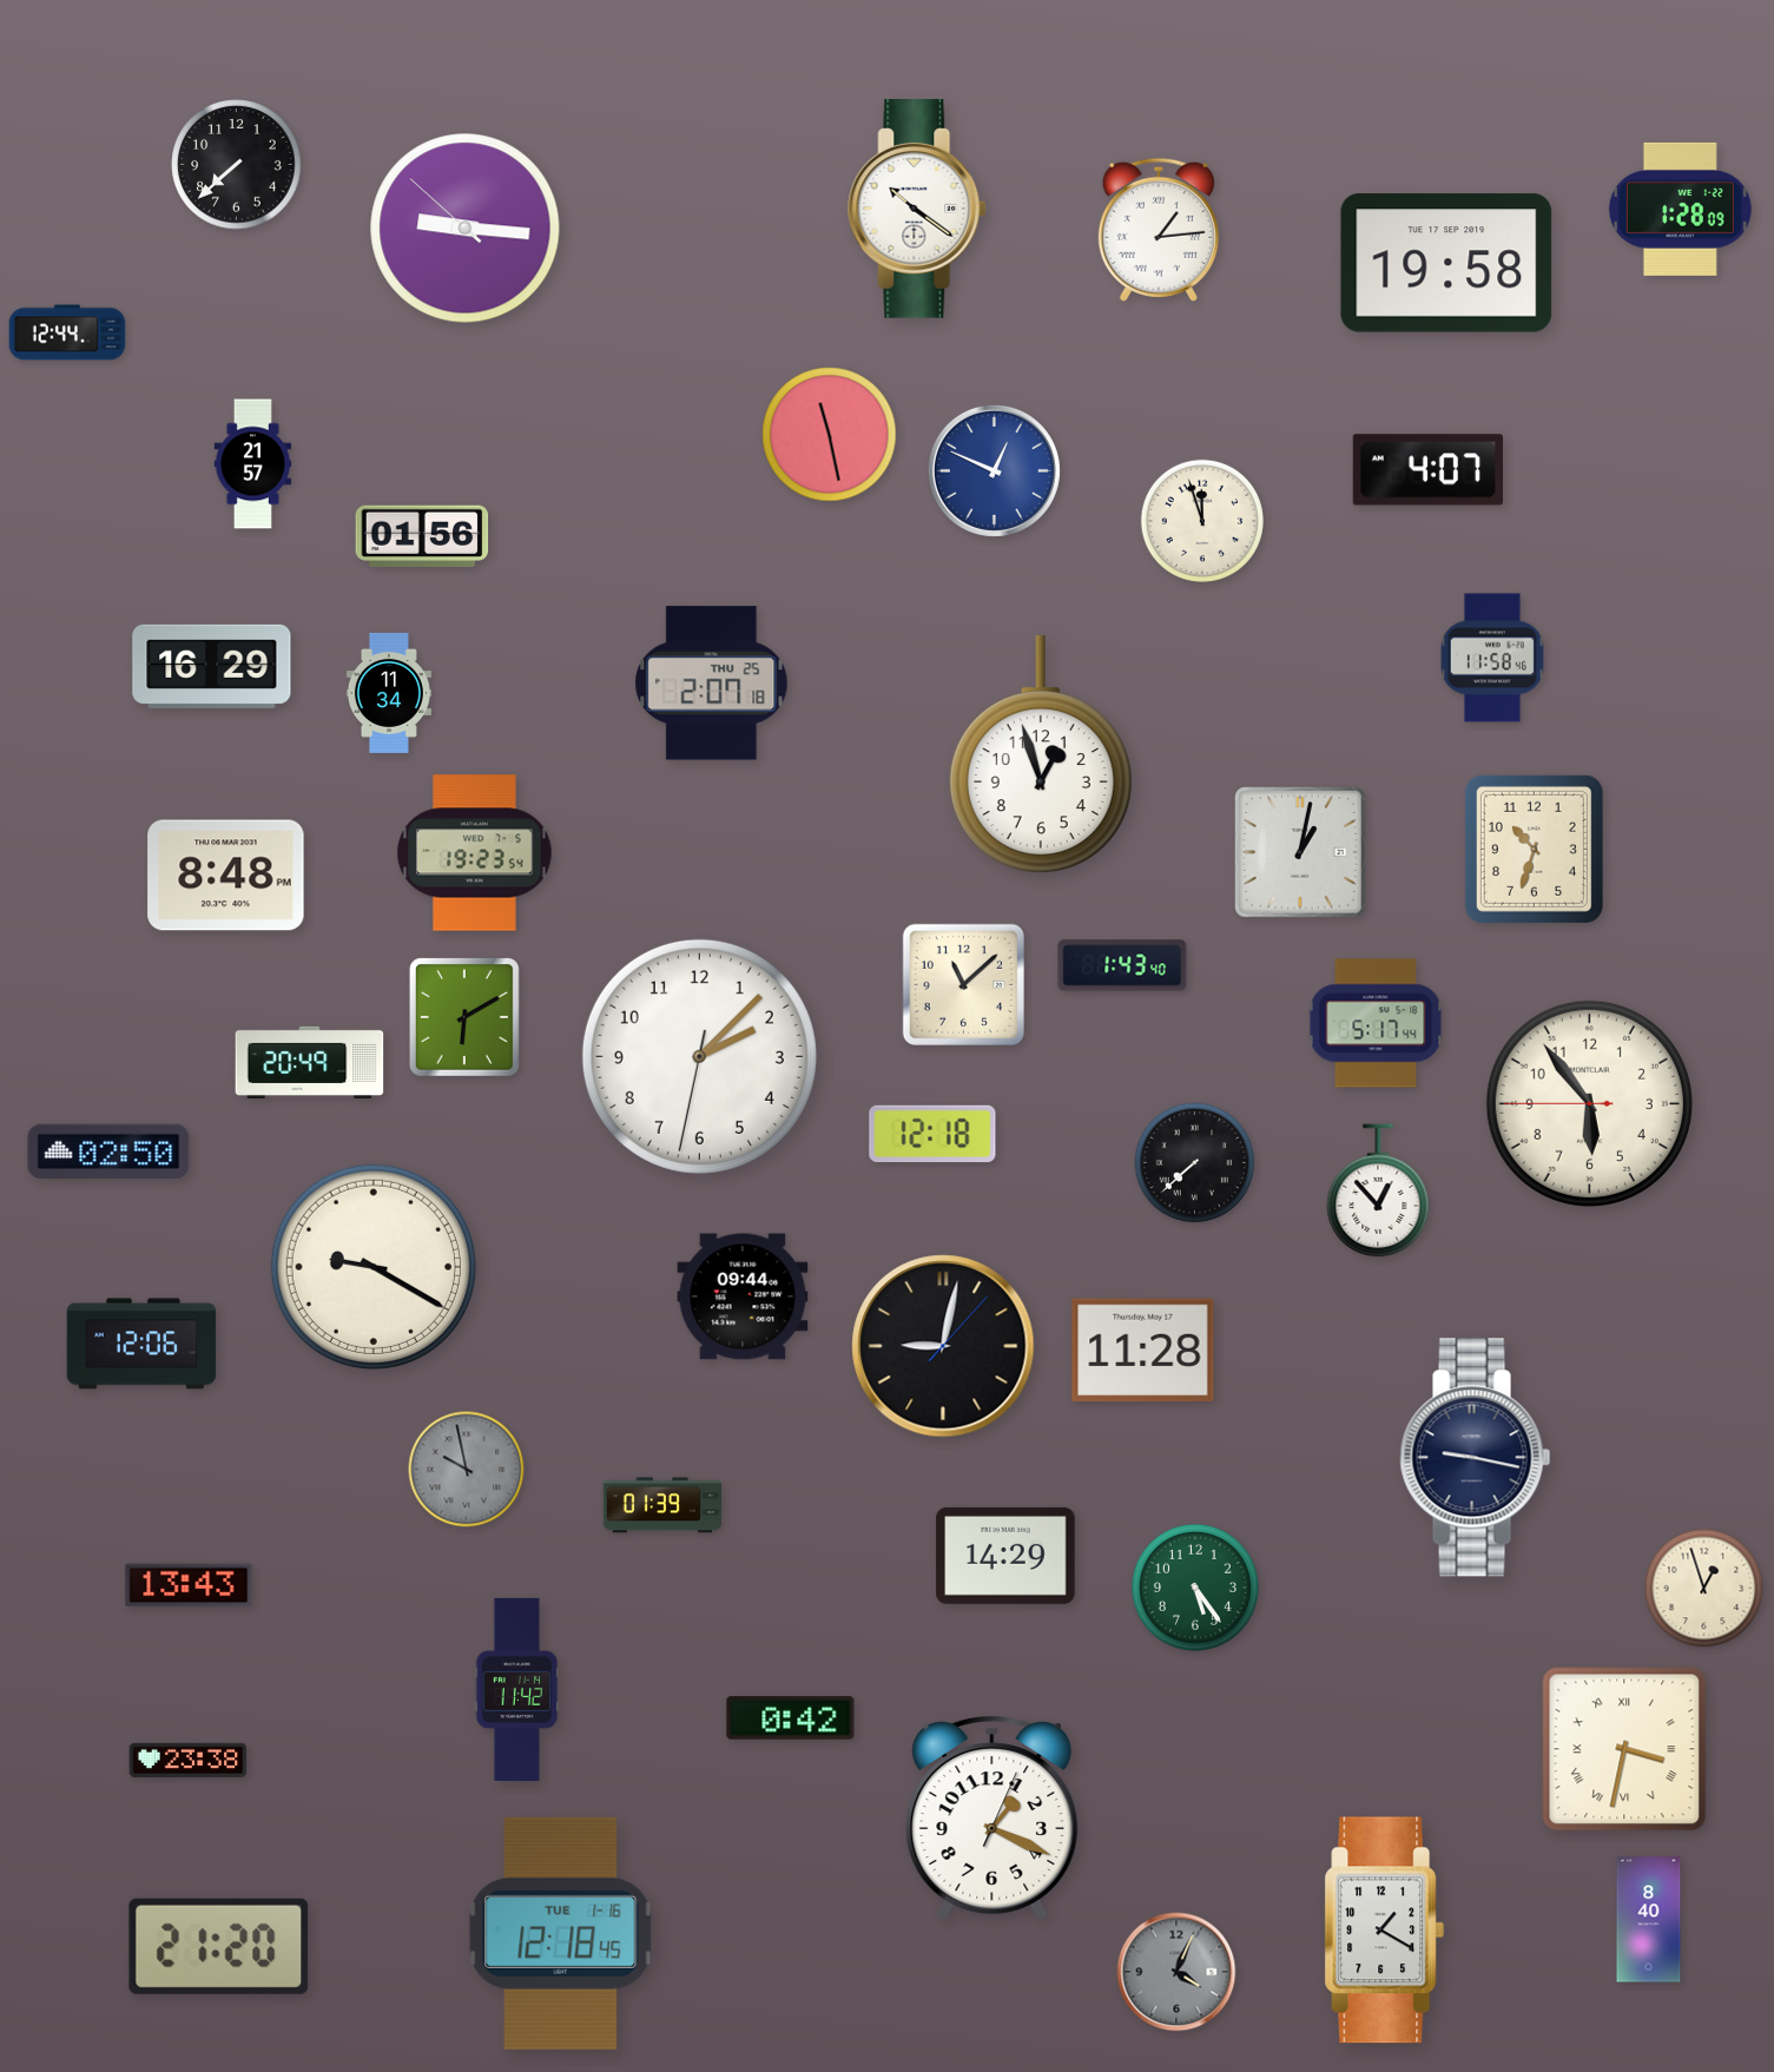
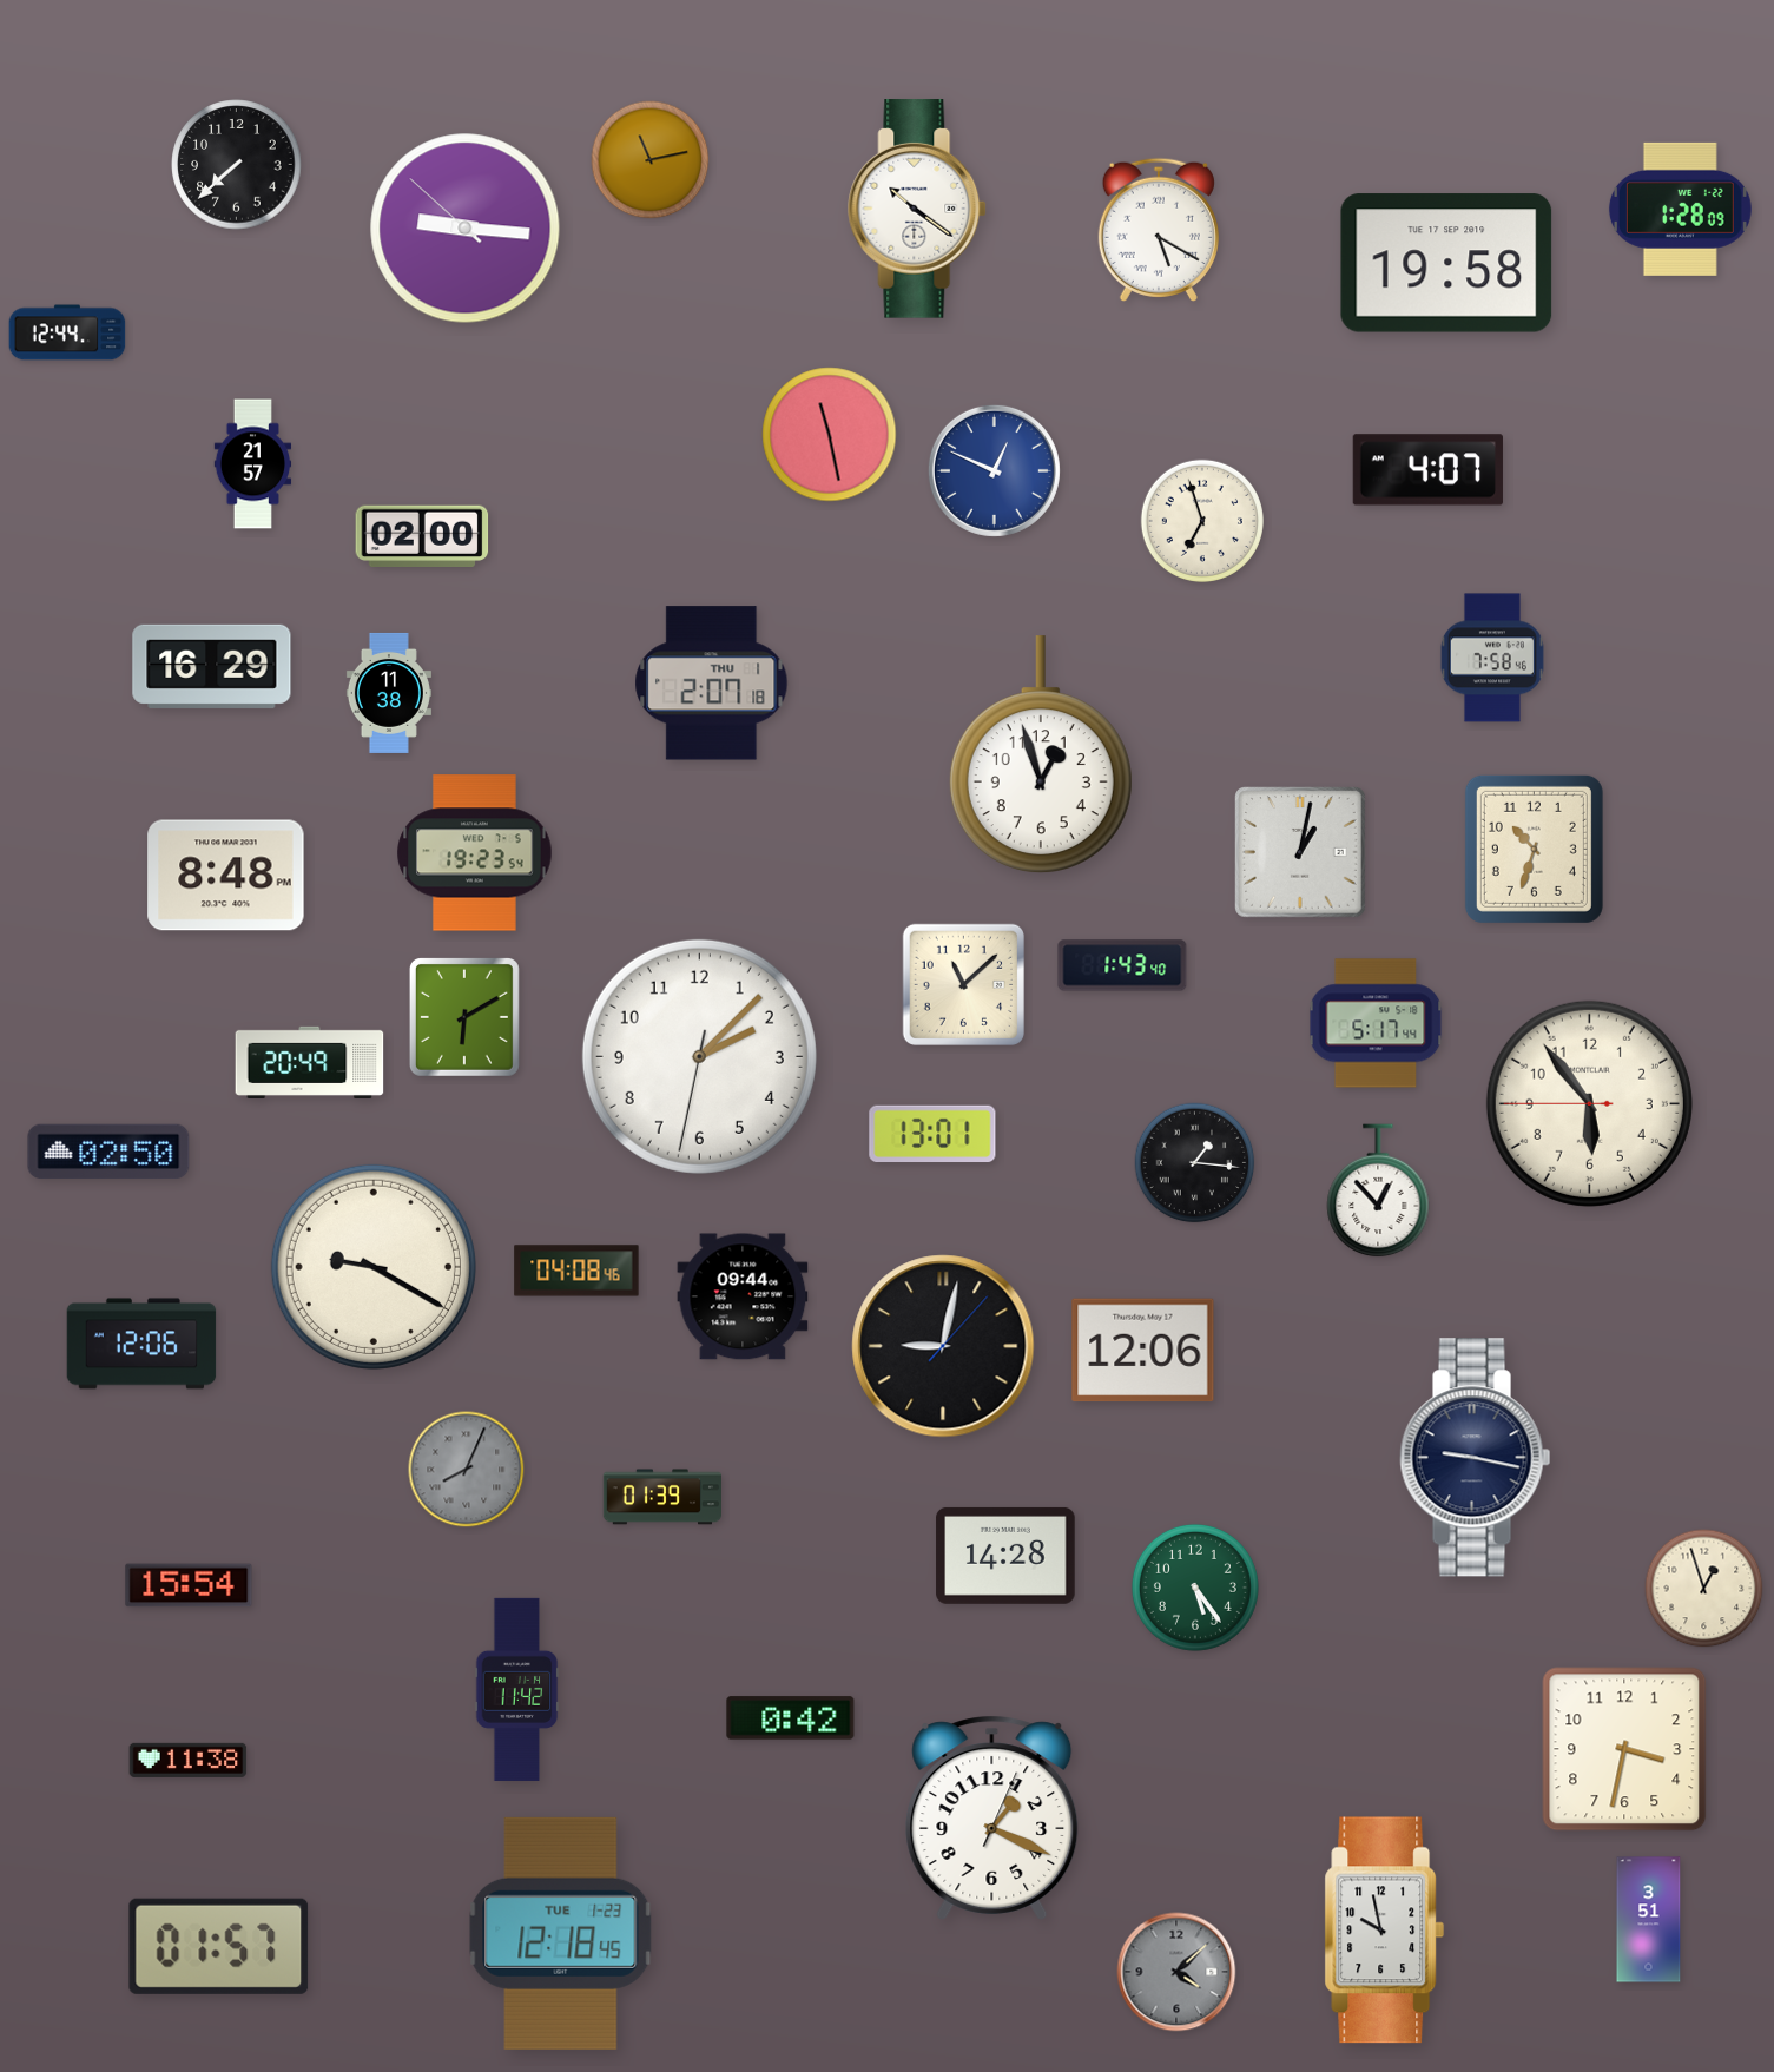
clock at (651, 160): none -> 11:13
clock at (1159, 230): 1:14 -> 5:20
clock at (1202, 521): 11:57 -> 6:57
clock at (422, 536): 01:56 -> 02:00
clock at (1492, 658): 11:58 -> 7:58
clock at (712, 684) date: THU 25 -> THU 1
clock at (389, 693): 11:34 -> 11:38
clock at (932, 1134): 12:18 -> 13:01
clock at (1195, 1163): 7:38 -> 1:16
clock at (576, 1271): none -> 04:08
clock at (1143, 1351): 11:28 -> 12:06
clock at (467, 1470): 9:58 -> 8:04
clock at (662, 1505) position: (662, 1505) -> (662, 1497)
clock at (1005, 1556): 14:29 -> 14:28
clock at (189, 1585): 13:43 -> 15:54
clock at (1624, 1749) numerals: Roman -> Arabic
clock at (189, 1760): 23:38 -> 11:38
clock at (1649, 1920): 8:40 -> 3:51
clock at (1385, 1931): 1:20 -> 9:58
clock at (561, 1933) date: TUE 1-16 -> TUE 1-23
clock at (219, 1946): 21:20 -> 01:57
clock at (1176, 1972): 4:04 -> 4:08
